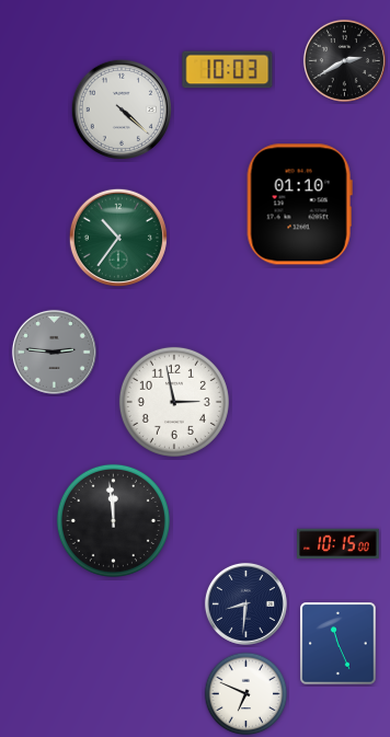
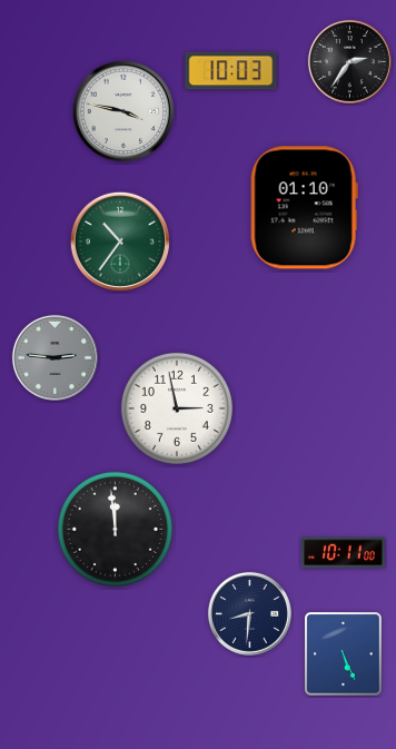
clock at (344, 60): 2:40 -> 2:36
clock at (121, 108): 4:22 -> 3:47
clock at (339, 544): 10:15 -> 10:11
clock at (339, 644): 11:26 -> 5:26
clock at (246, 694): 6:49 -> none
